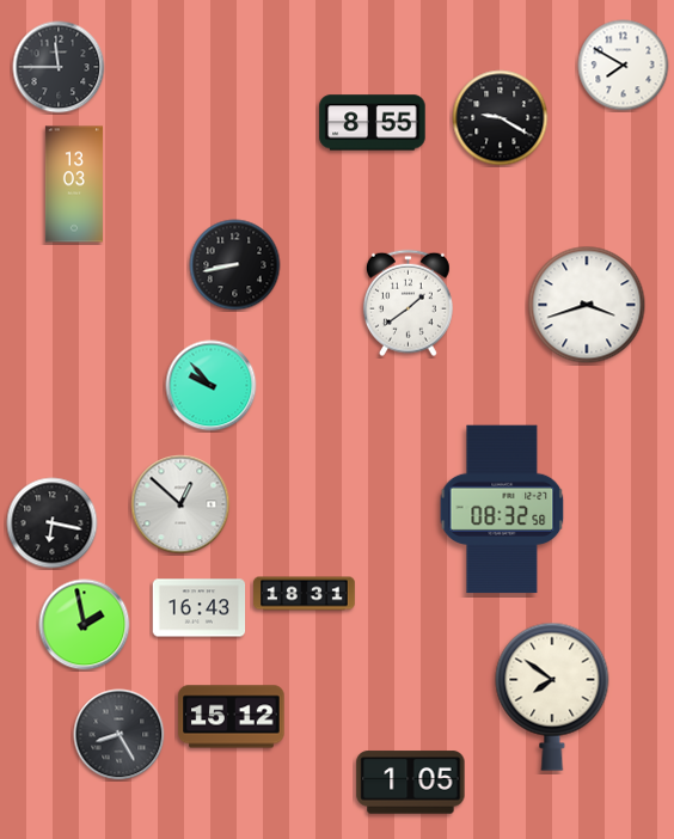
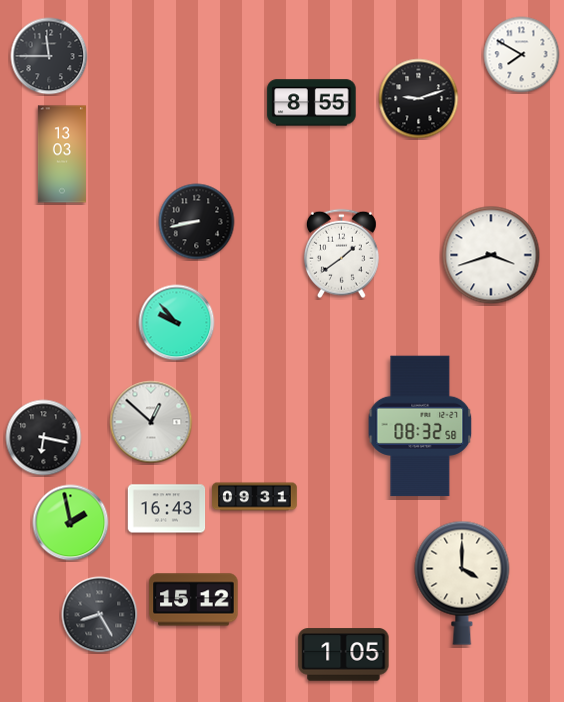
clock at (501, 118): 9:20 -> 9:12
clock at (305, 594): 18:31 -> 09:31
clock at (552, 697): 7:51 -> 4:00
